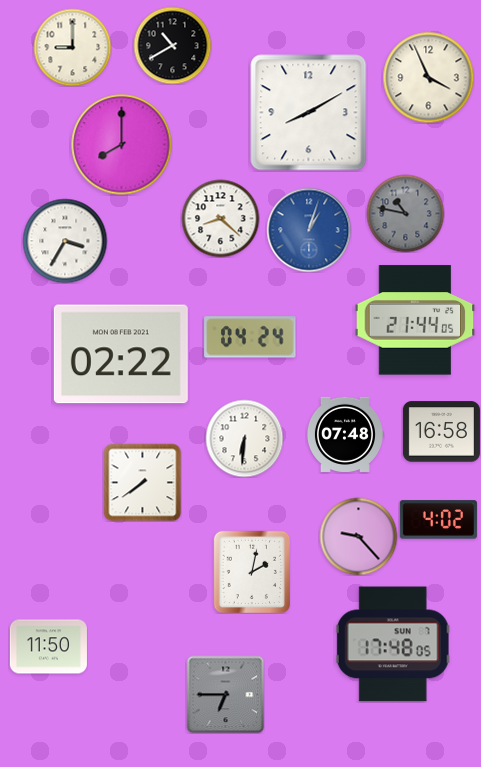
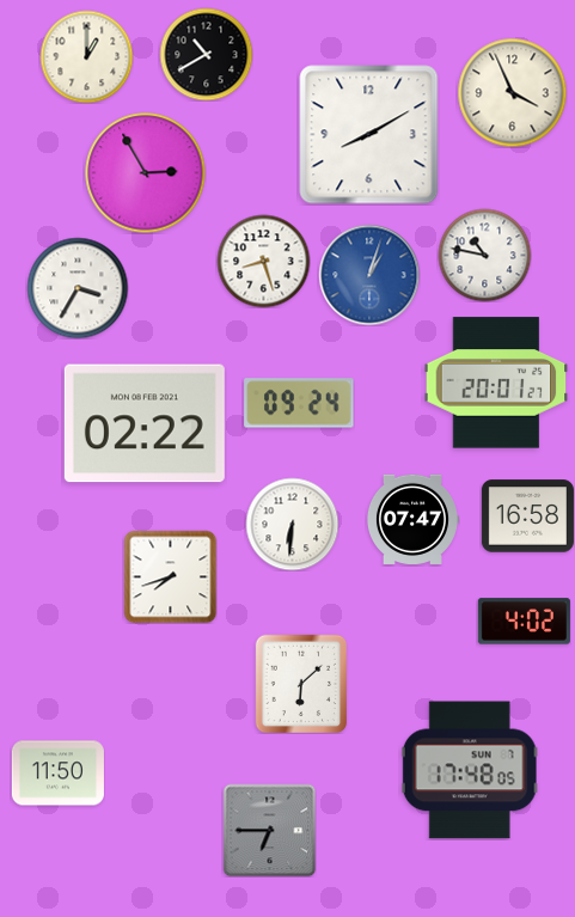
clock at (72, 47): 9:00 -> 1:00
clock at (122, 145): 8:00 -> 2:55
clock at (405, 213) dial: grey -> white
clock at (220, 218): 8:22 -> 8:27
clock at (415, 320): 21:44 -> 20:01
clock at (250, 337): 04:24 -> 09:24
clock at (345, 434): 07:48 -> 07:47
clock at (142, 482): 7:39 -> 7:42
clock at (358, 536): 9:23 -> none
clock at (252, 572): 2:02 -> 6:08
